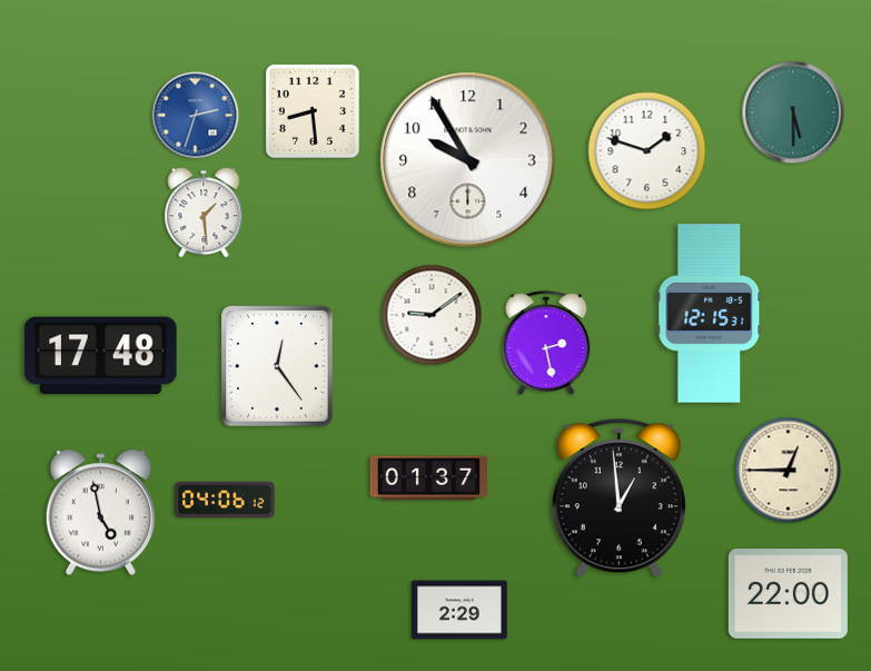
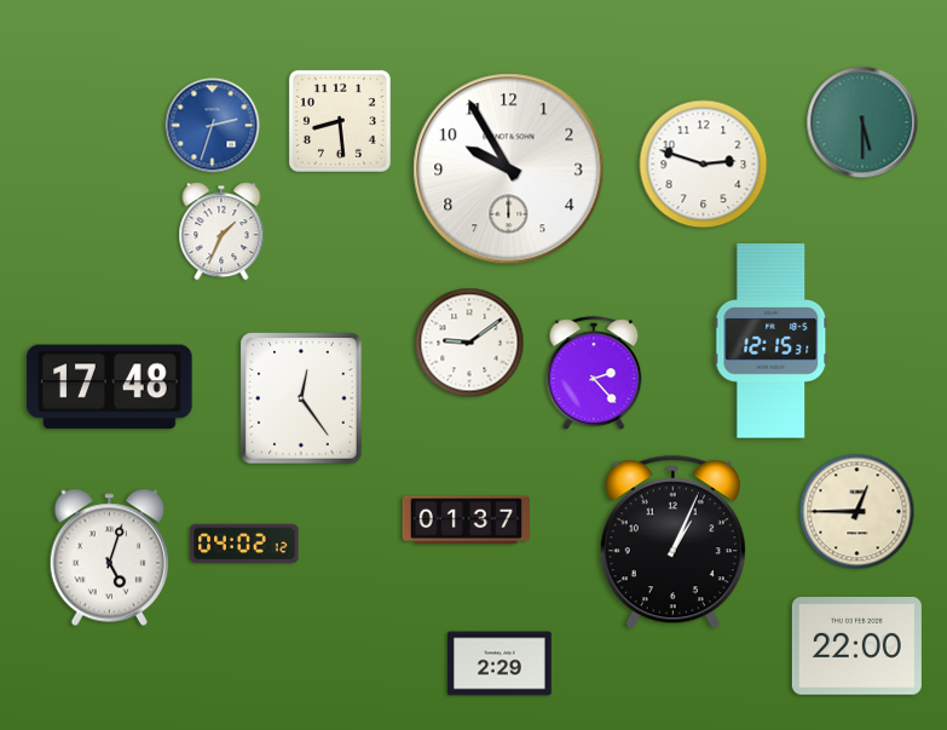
clock at (647, 151): 1:48 -> 2:48
clock at (468, 160) position: (468, 160) -> (509, 169)
clock at (204, 213): 1:29 -> 1:34
clock at (546, 343): 2:28 -> 2:23
clock at (618, 499): 12:59 -> 1:04
clock at (225, 500): 04:06 -> 04:02
clock at (100, 513): 4:58 -> 5:03
